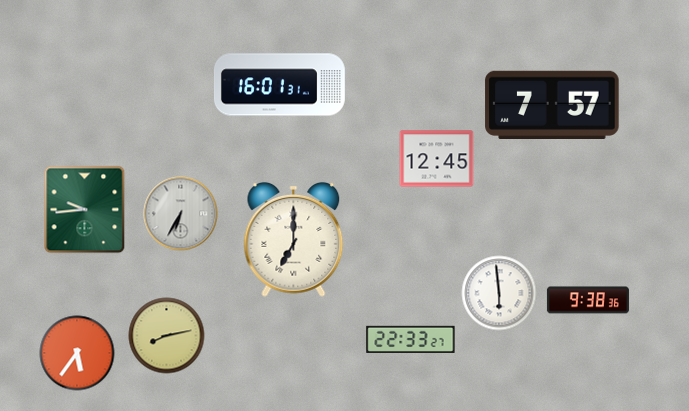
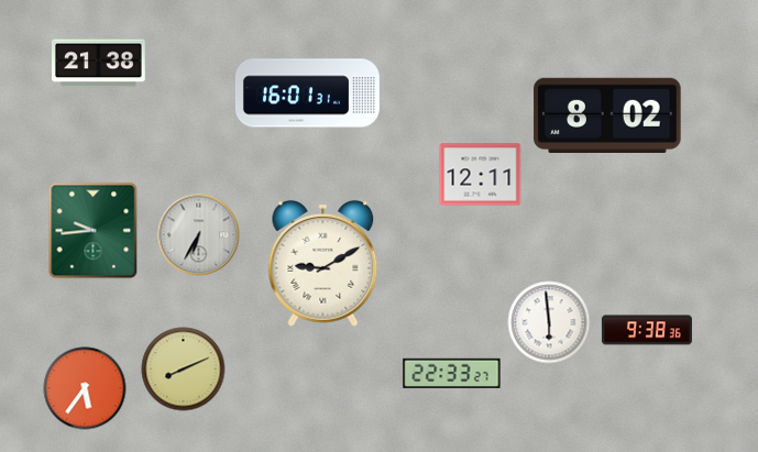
clock at (99, 64): none -> 21:38
clock at (552, 104): 7:57 -> 8:02
clock at (437, 159): 12:45 -> 12:11
clock at (294, 239): 7:00 -> 9:10
clock at (167, 336): 8:13 -> 8:11
